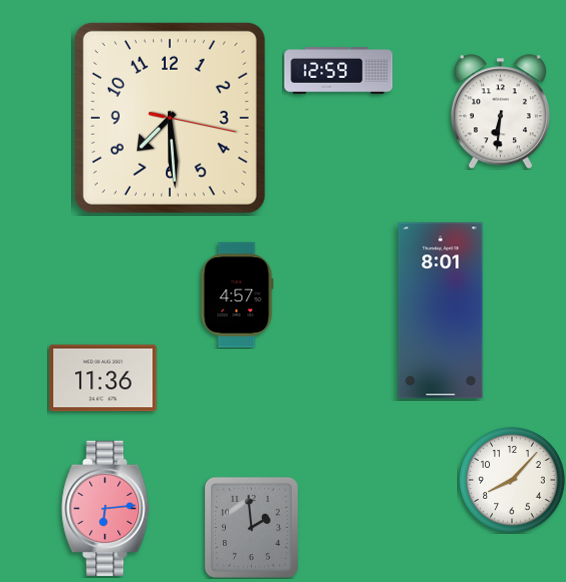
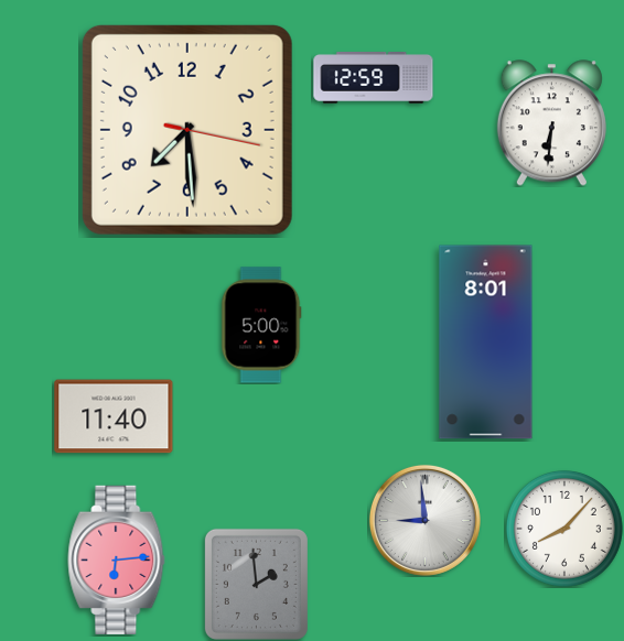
clock at (237, 295): 4:57 -> 5:00
clock at (103, 378): 11:36 -> 11:40
clock at (424, 520): none -> 8:59
clock at (251, 527) position: (251, 527) -> (256, 584)
